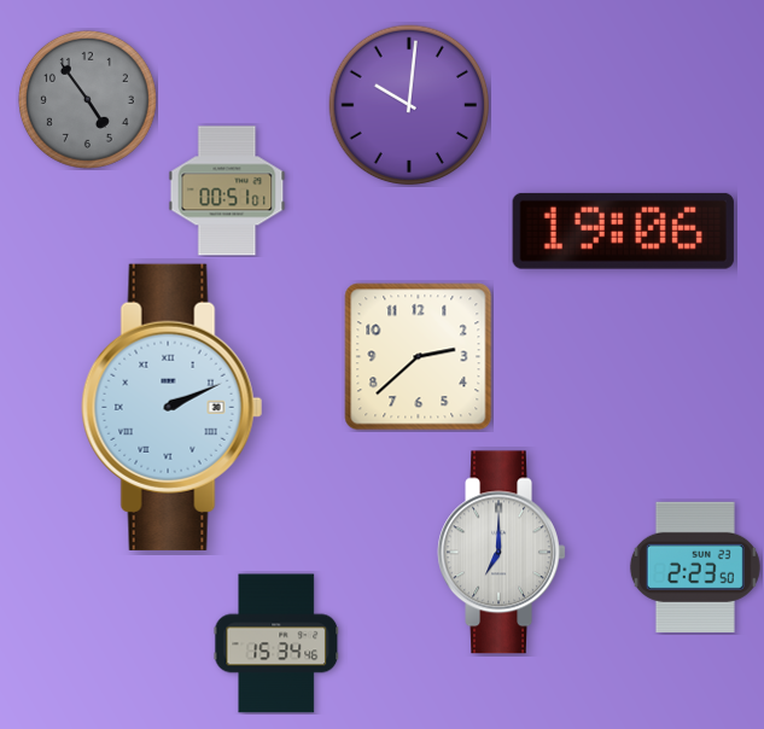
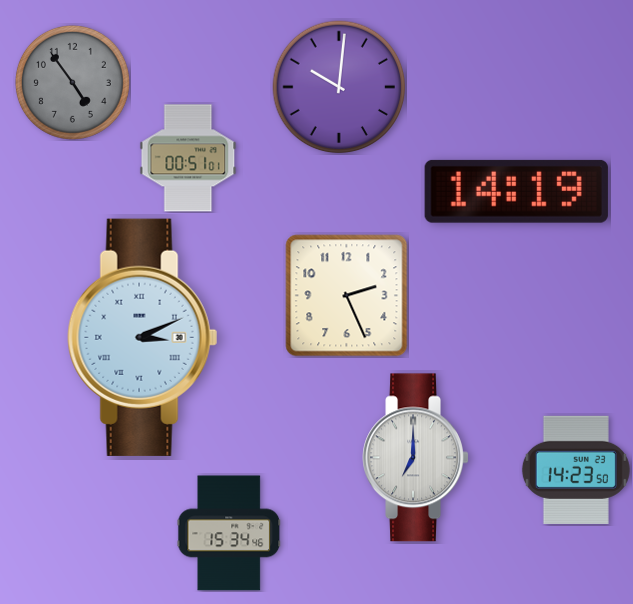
clock at (623, 231): 19:06 -> 14:19
clock at (419, 357): 2:38 -> 2:26
clock at (173, 407): 2:11 -> 3:11
clock at (695, 567): 2:23 -> 14:23
